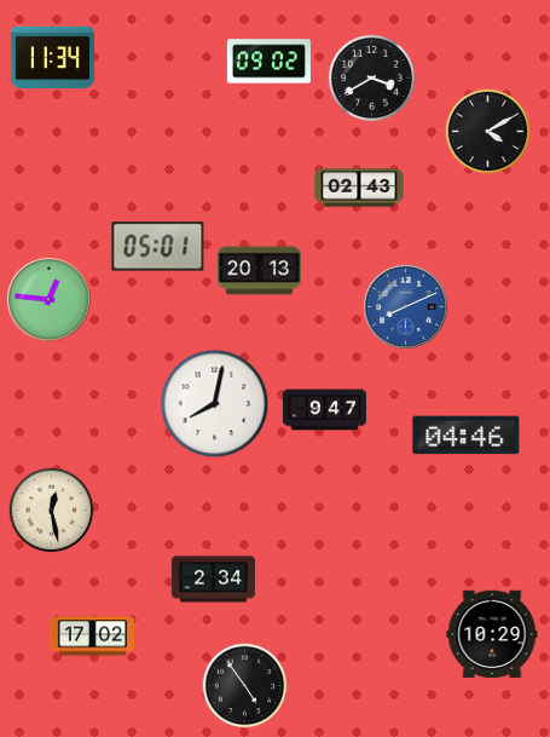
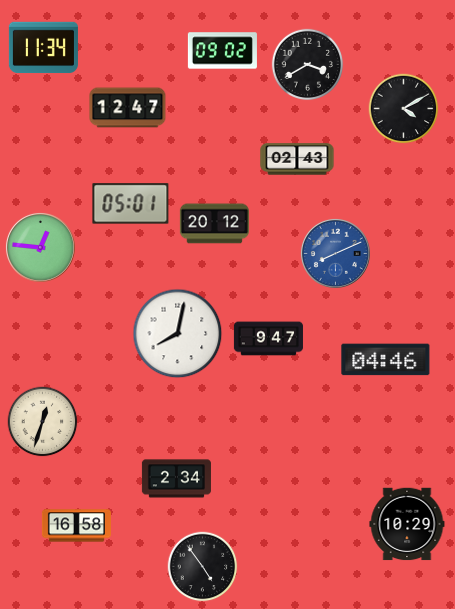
clock at (128, 108): none -> 12:47
clock at (359, 188) position: (359, 188) -> (297, 159)
clock at (259, 271): 20:13 -> 20:12
clock at (52, 511): 12:28 -> 12:33
clock at (92, 637): 17:02 -> 16:58
